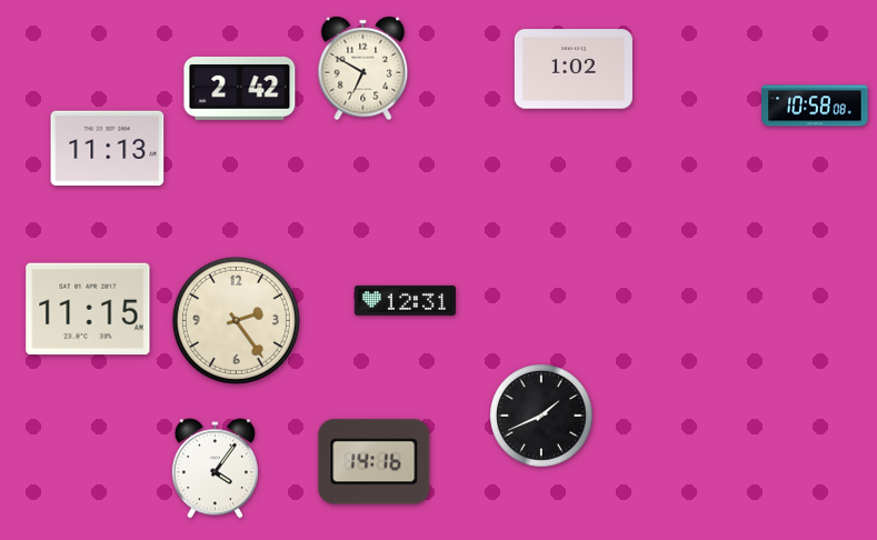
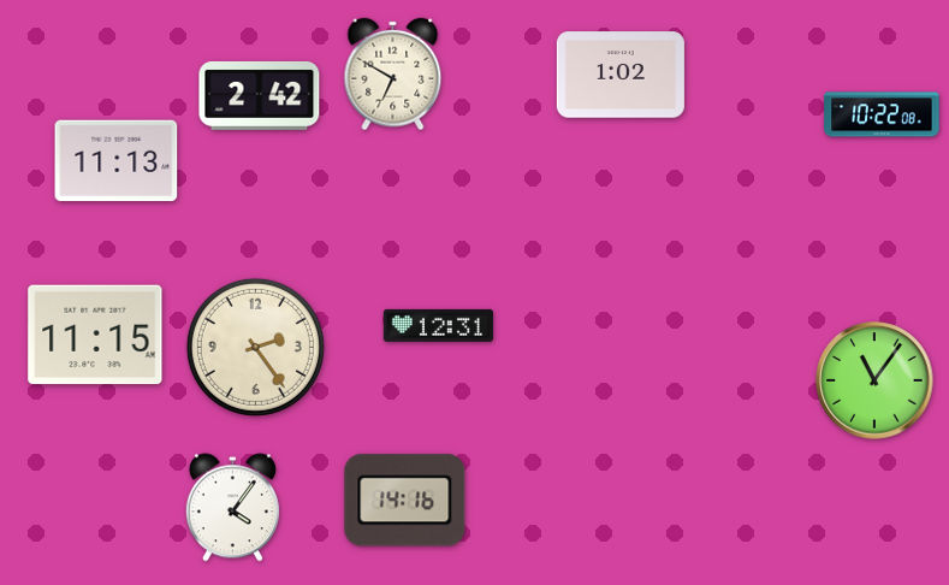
clock at (815, 106): 10:58 -> 10:22
clock at (874, 380): none -> 11:06
clock at (541, 416): 1:41 -> none
